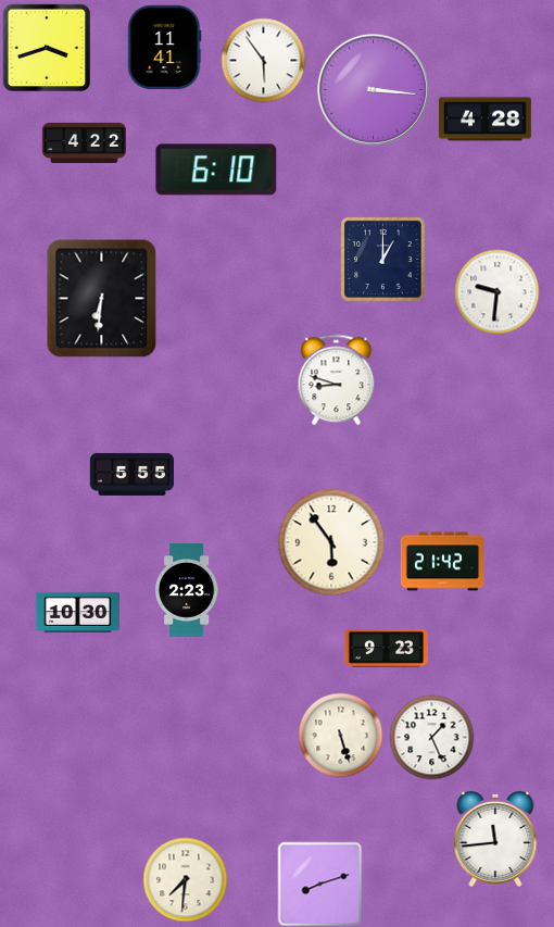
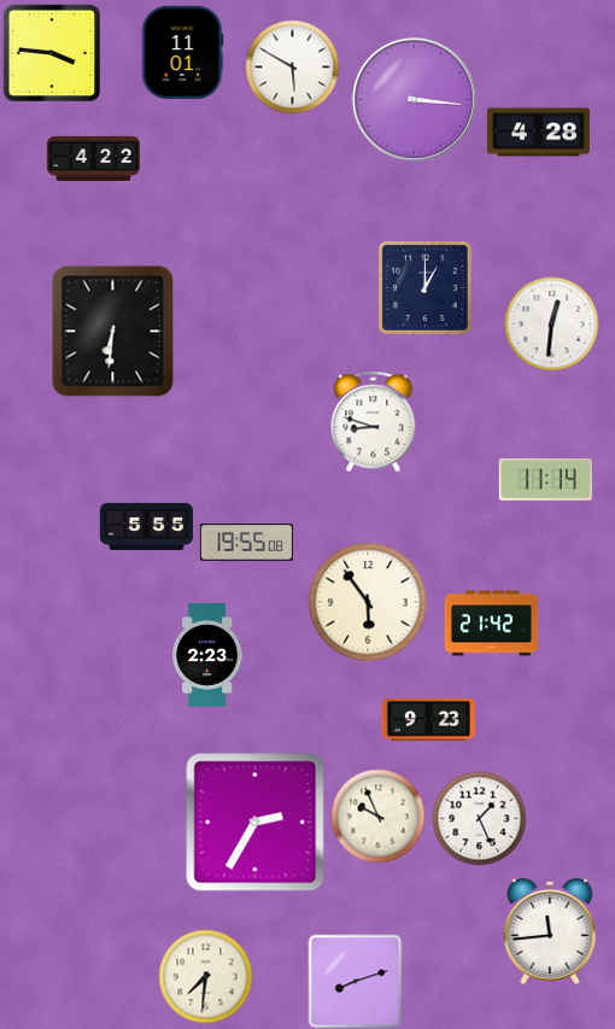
clock at (165, 47): 11:41 -> 11:01
clock at (47, 48): 3:42 -> 3:46
clock at (263, 60): 5:54 -> 5:50
clock at (216, 170): 6:10 -> none
clock at (496, 291): 9:31 -> 12:31
clock at (545, 480): none -> 11:14
clock at (246, 543): none -> 19:55
clock at (77, 612): 10:30 -> none
clock at (340, 735): 5:27 -> 9:56
clock at (256, 823): none -> 2:35
